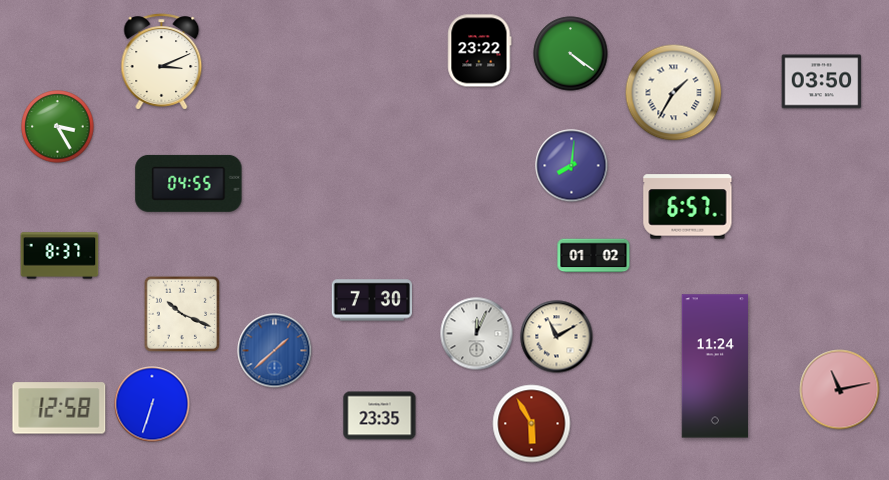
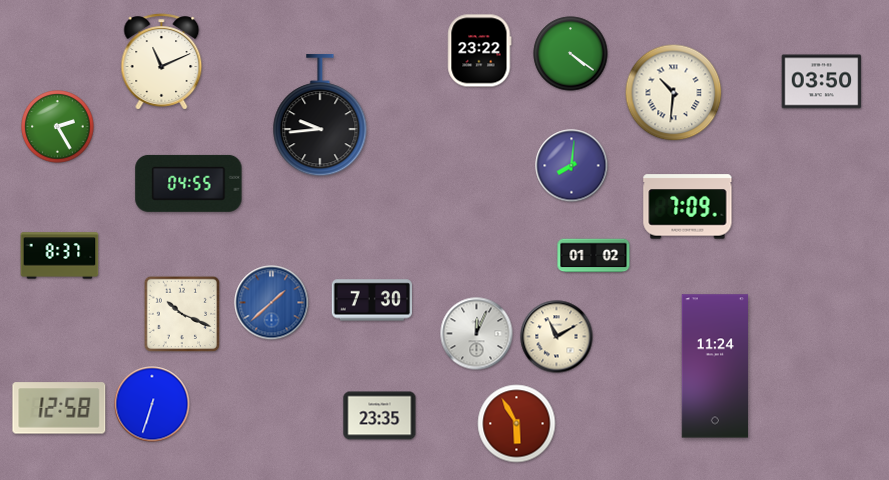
clock at (162, 62): 3:11 -> 11:11
clock at (674, 93): 1:35 -> 10:31
clock at (320, 116): none -> 9:44
clock at (58, 127): 3:25 -> 2:25
clock at (688, 207): 6:57 -> 7:09
clock at (275, 351) position: (275, 351) -> (272, 303)
clock at (840, 390): 11:13 -> none
clock at (532, 424) position: (532, 424) -> (517, 424)
